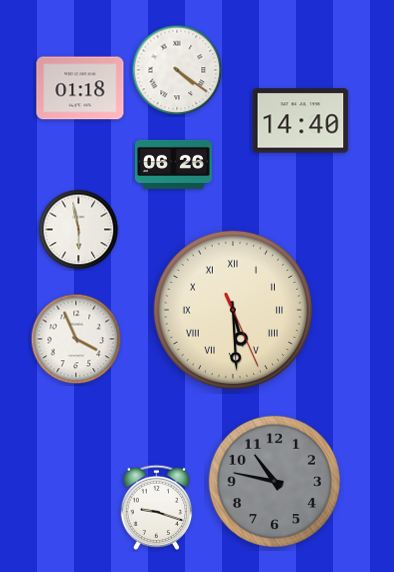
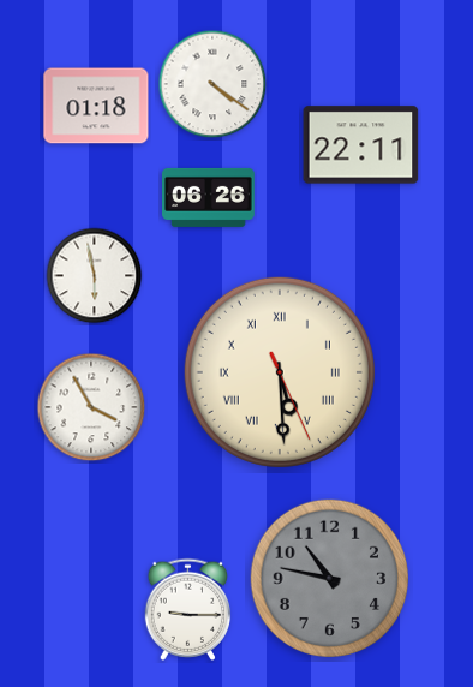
clock at (301, 121): 14:40 -> 22:11
clock at (76, 339): 3:56 -> 3:55
clock at (157, 507): 9:18 -> 9:15
